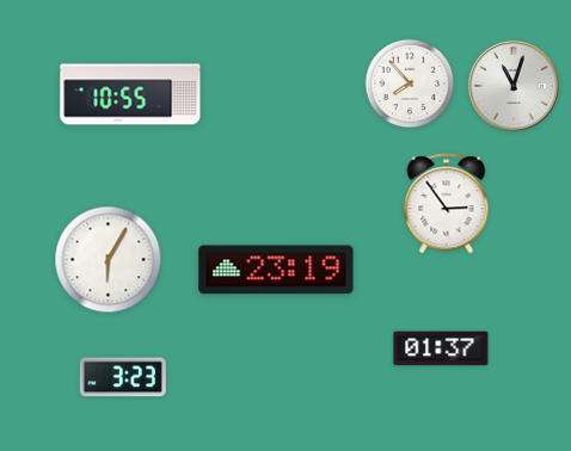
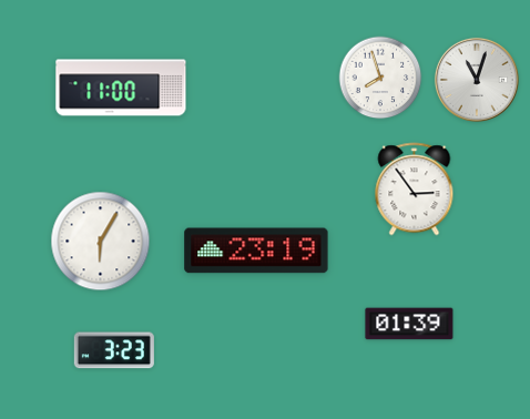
clock at (410, 84): 7:53 -> 7:57
clock at (130, 94): 10:55 -> 11:00
clock at (441, 348): 01:37 -> 01:39
